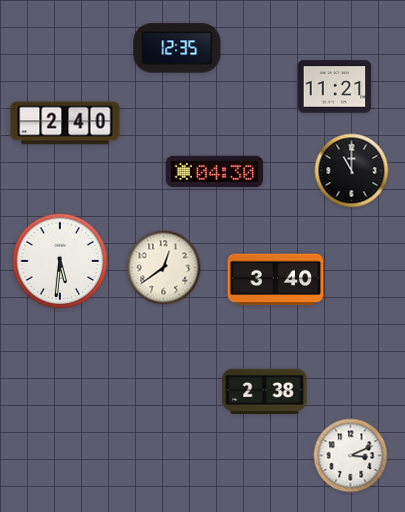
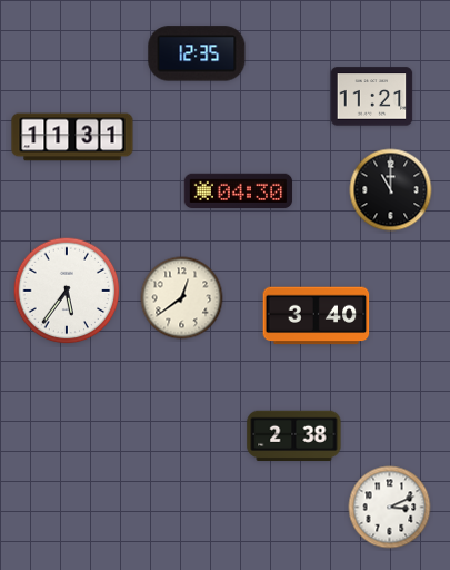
clock at (65, 123): 2:40 -> 11:31
clock at (60, 261): 5:31 -> 5:36
clock at (276, 280) position: (276, 280) -> (317, 316)
